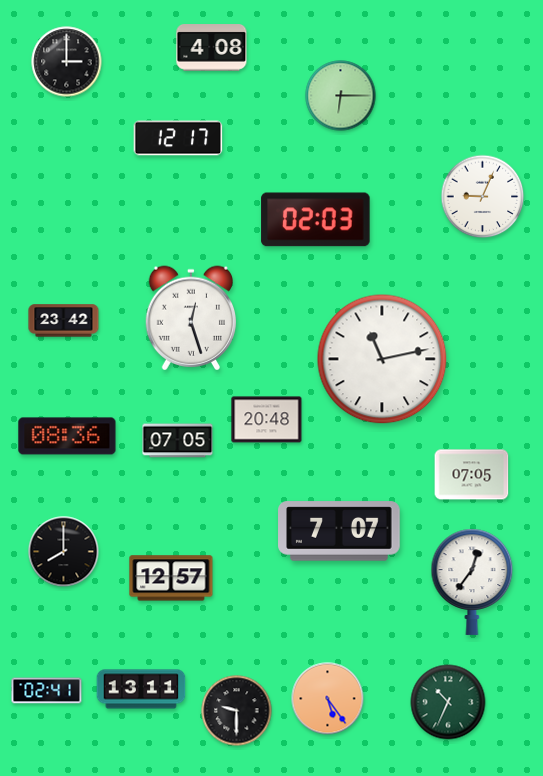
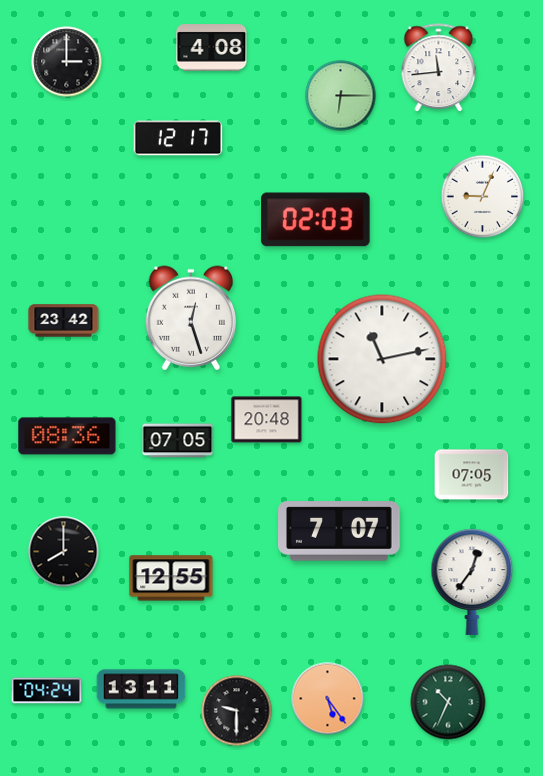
clock at (439, 67): none -> 11:44
clock at (171, 578): 12:57 -> 12:55
clock at (47, 691): 02:41 -> 04:24
